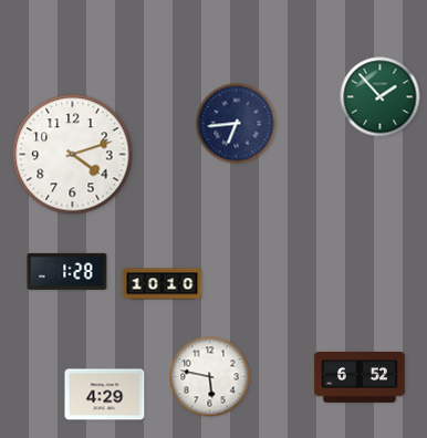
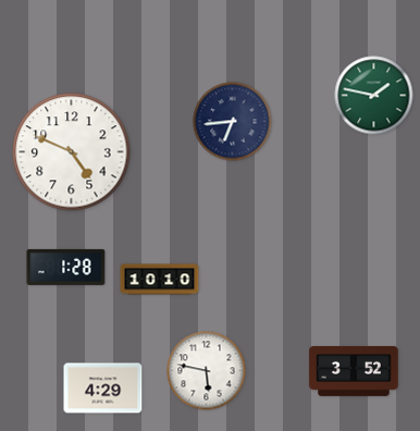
clock at (381, 97): 1:53 -> 1:47
clock at (73, 155): 4:12 -> 4:49
clock at (360, 377): 6:52 -> 3:52
